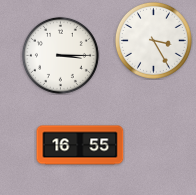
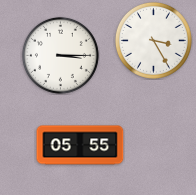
clock at (80, 145): 16:55 -> 05:55
